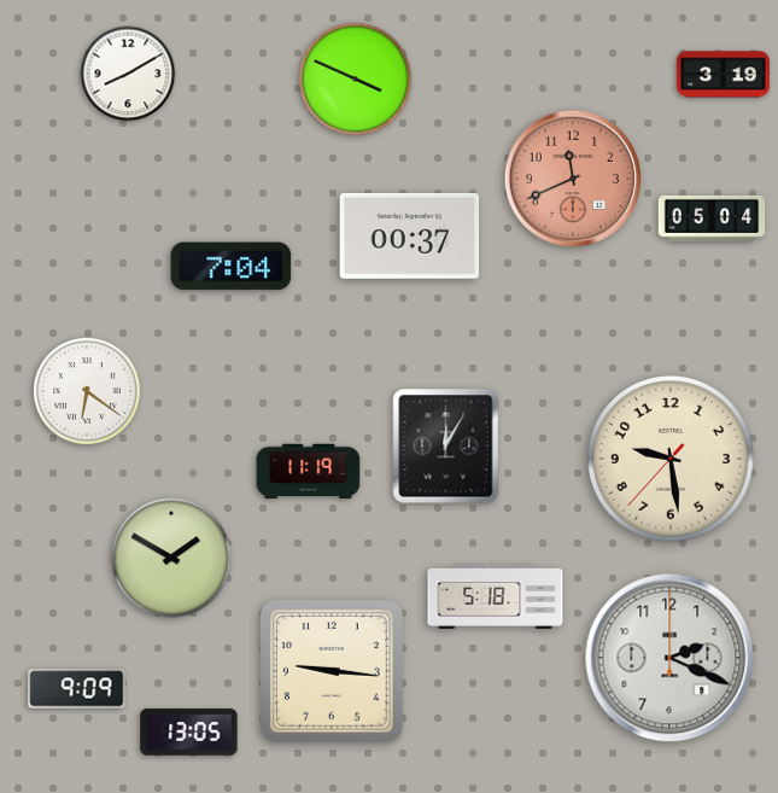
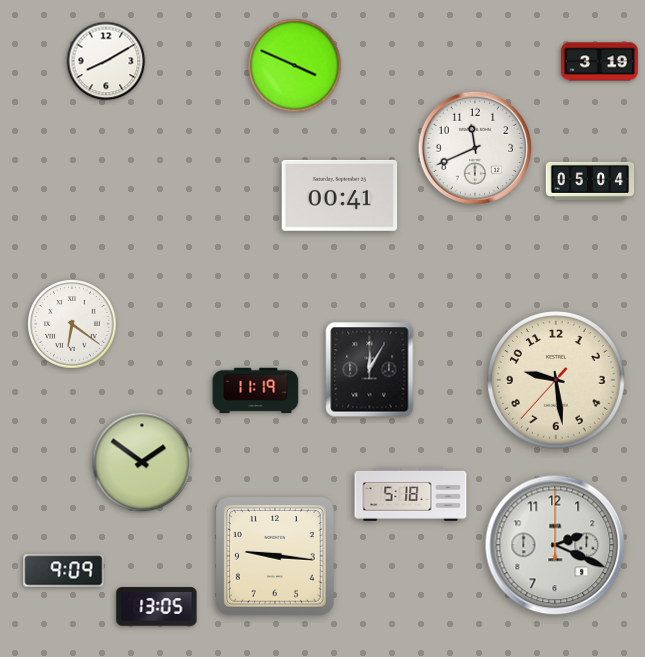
clock at (572, 177) dial: salmon -> white
clock at (410, 235): 00:37 -> 00:41
clock at (232, 267): 7:04 -> none
clock at (171, 558): 1:50 -> 1:51
